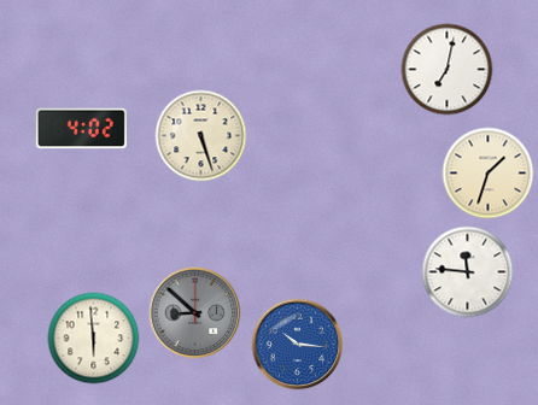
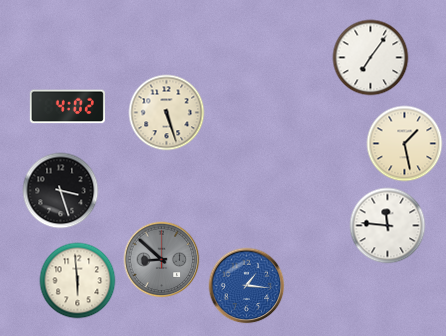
clock at (448, 70): 7:02 -> 7:06
clock at (489, 174): 1:33 -> 1:28
clock at (61, 191): none -> 3:27
clock at (298, 345): 10:16 -> 1:16
